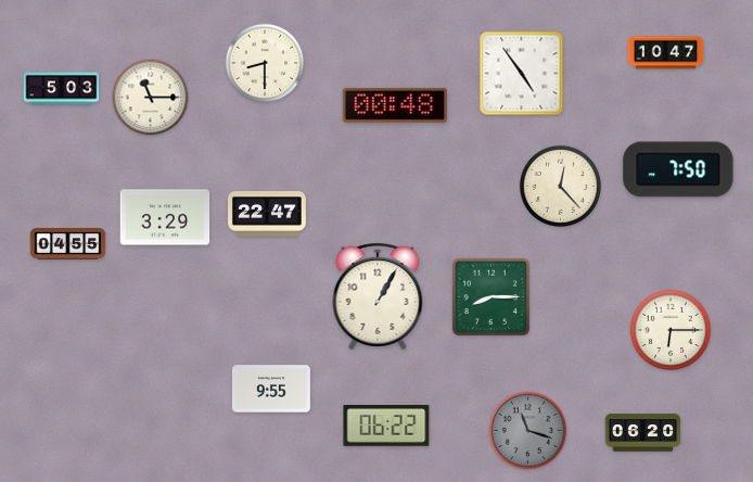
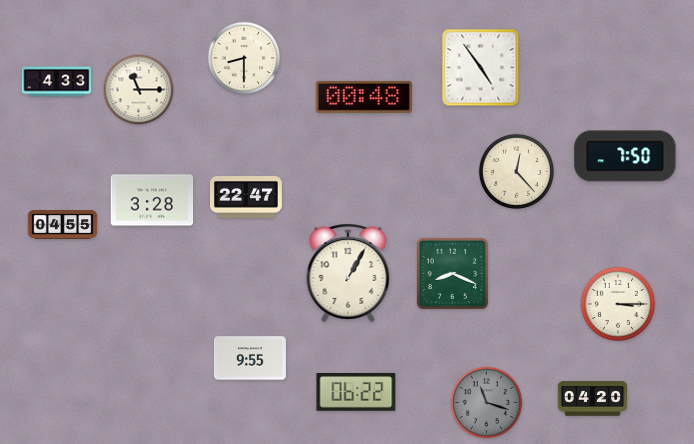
clock at (666, 53): 10:47 -> none
clock at (62, 89): 5:03 -> 4:33
clock at (165, 217): 3:29 -> 3:28
clock at (490, 296): 8:15 -> 8:19
clock at (671, 330): 6:15 -> 3:15
clock at (528, 431) position: (528, 431) -> (487, 403)
clock at (643, 433): 06:20 -> 04:20
